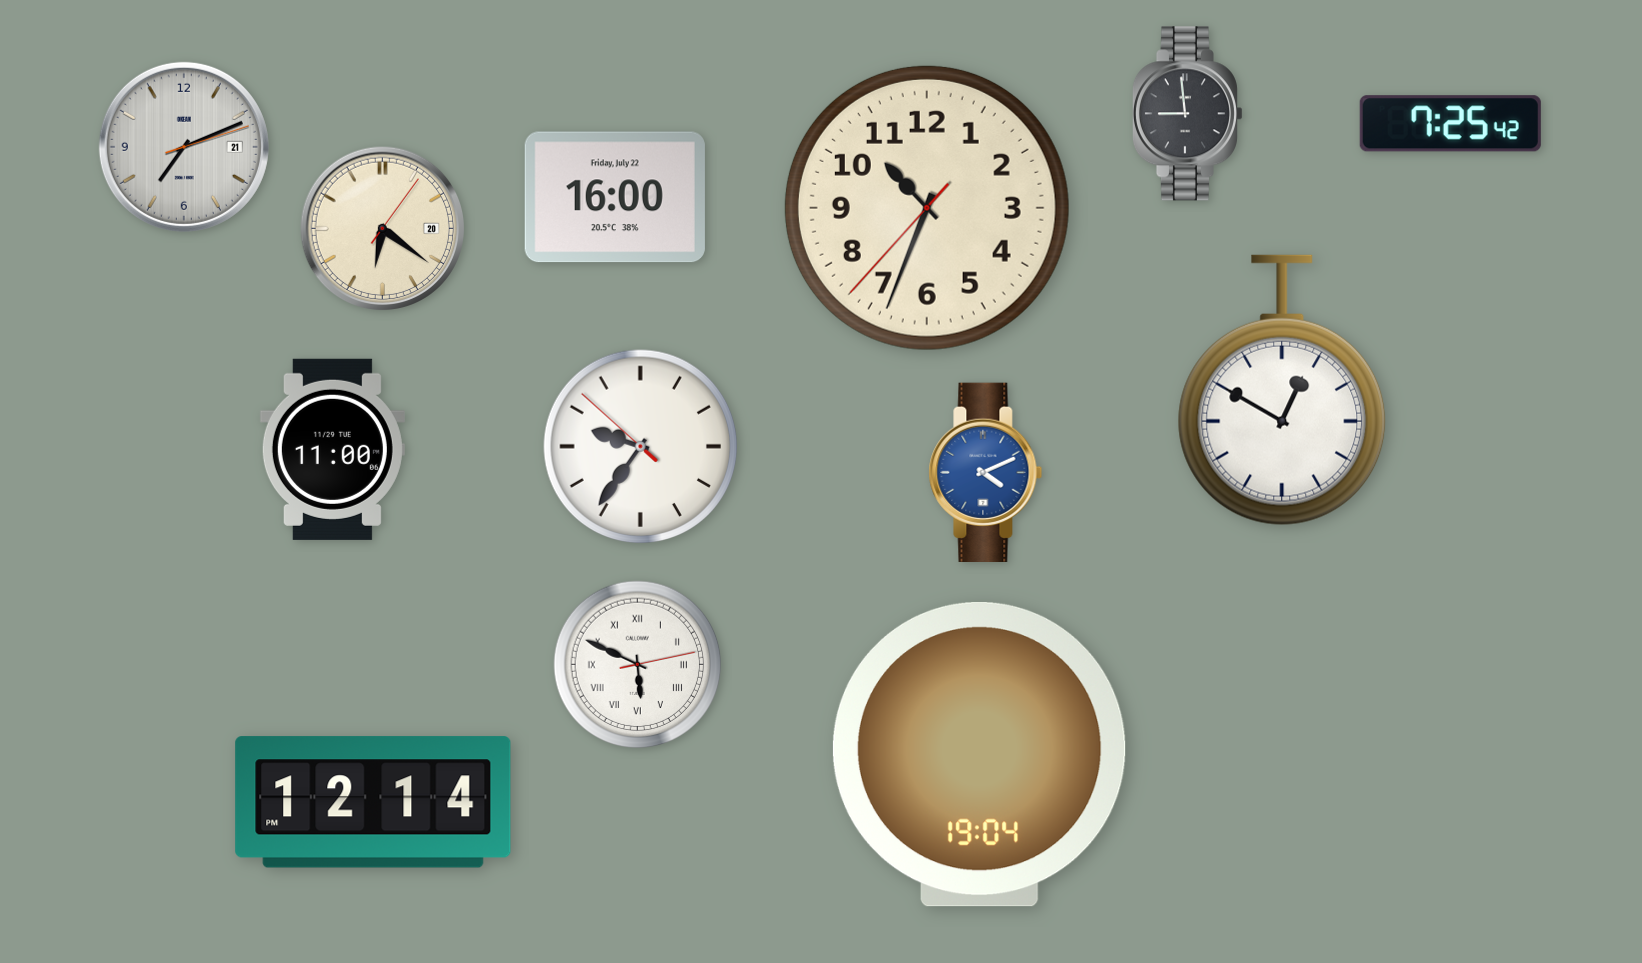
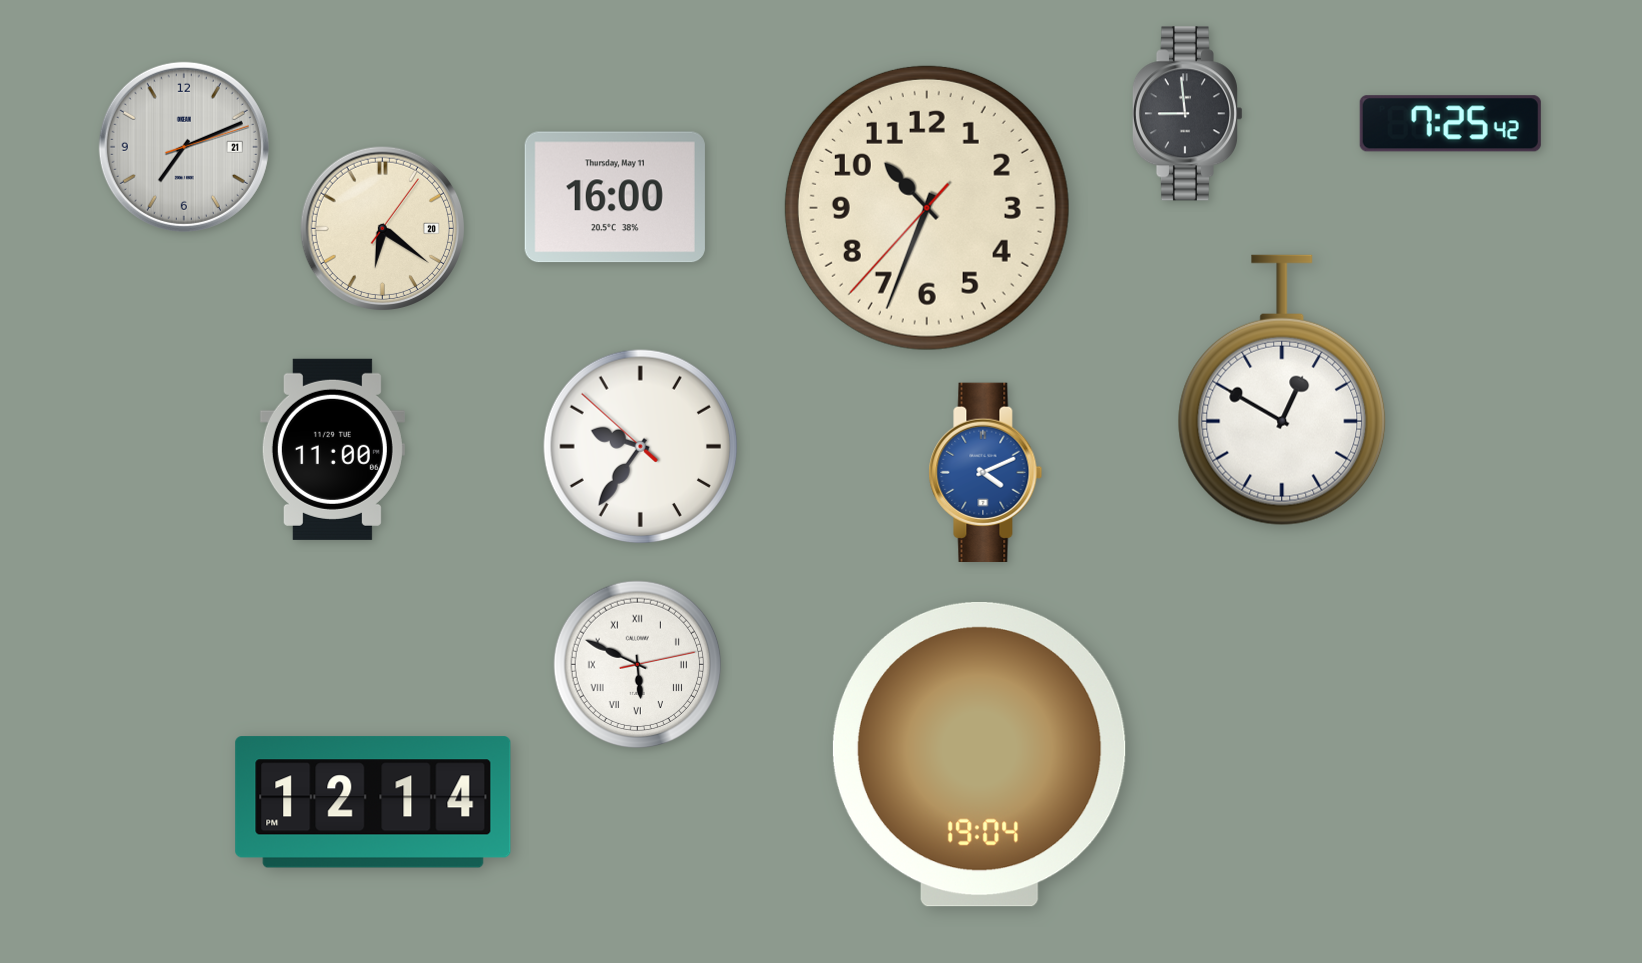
clock at (615, 197) date: Friday, July 22 -> Thursday, May 11
